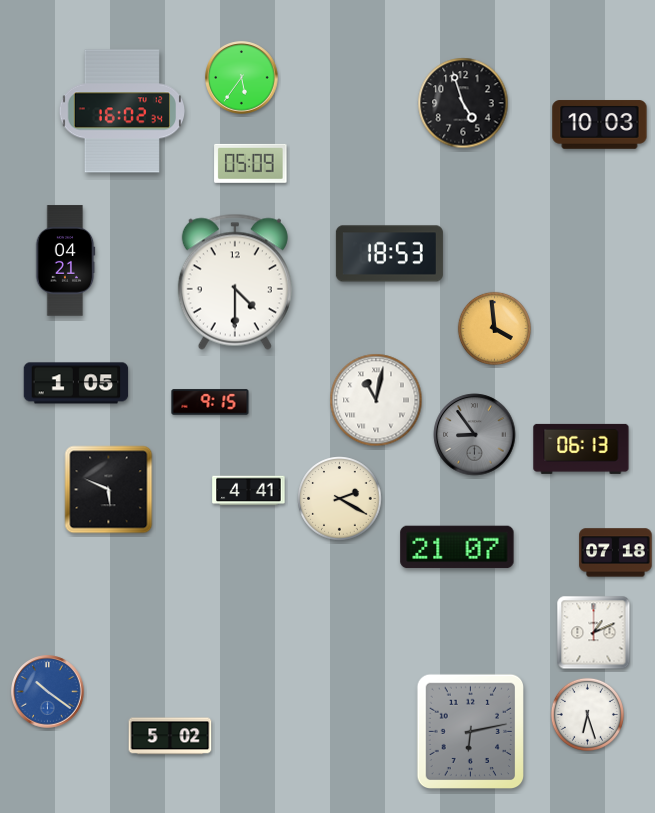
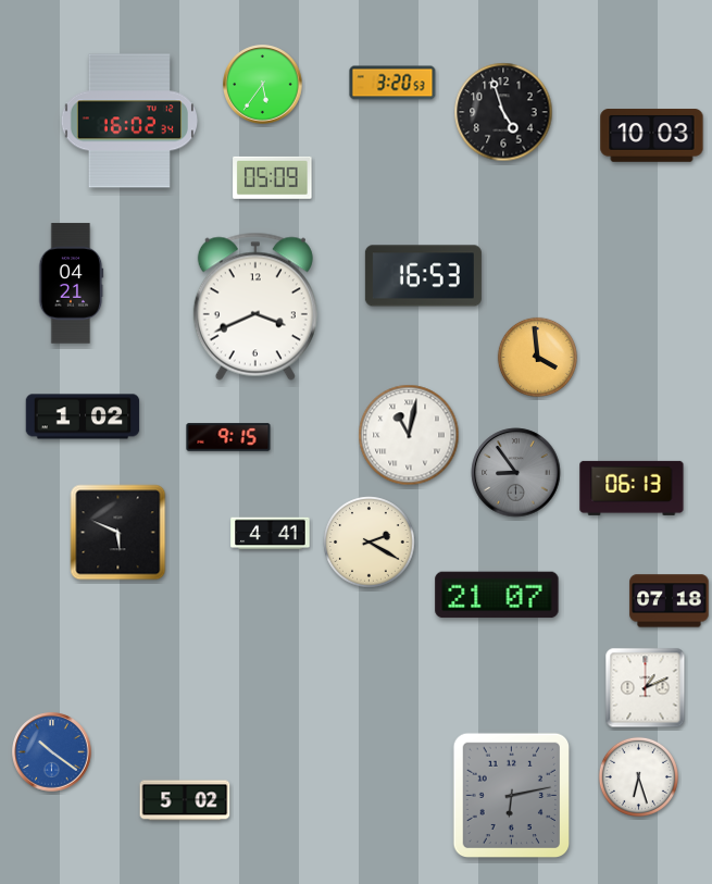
clock at (392, 83): none -> 3:20
clock at (122, 111) position: (122, 111) -> (129, 121)
clock at (389, 254): 18:53 -> 16:53
clock at (235, 282): 4:30 -> 3:41
clock at (76, 383): 1:05 -> 1:02
